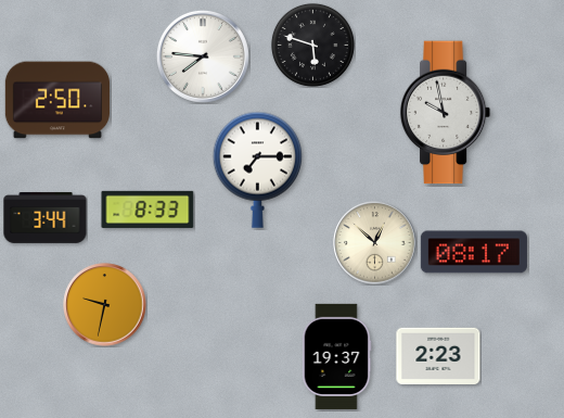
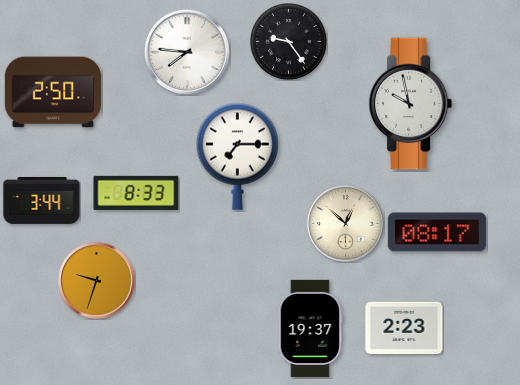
clock at (312, 45): 5:48 -> 9:24
clock at (105, 305): 9:32 -> 9:33
